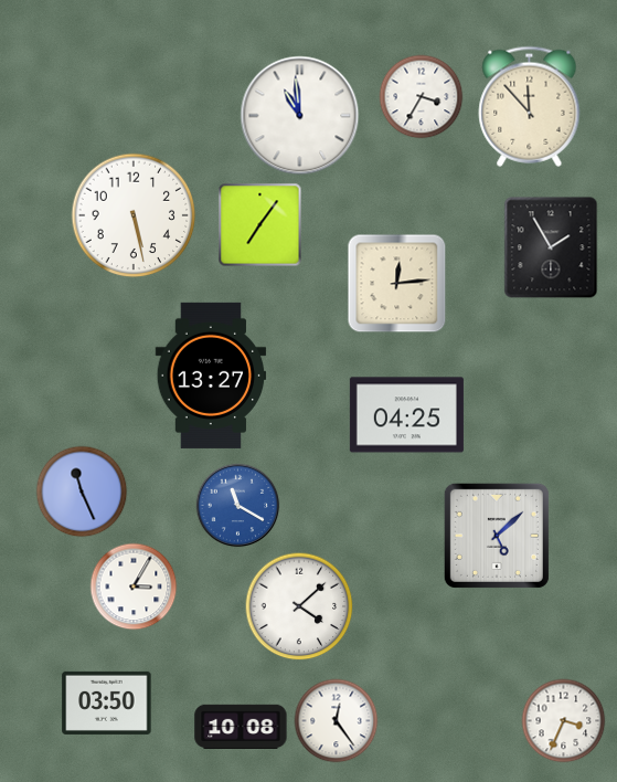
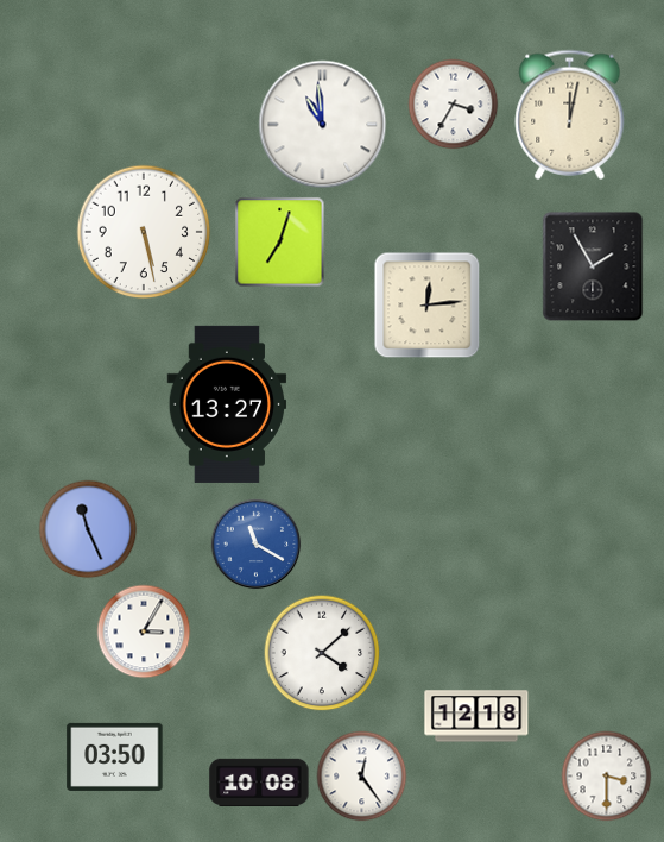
clock at (530, 106): 11:53 -> 12:02
clock at (260, 225): 7:06 -> 7:03
clock at (406, 415): 04:25 -> none
clock at (497, 536): 5:08 -> none
clock at (476, 716): none -> 12:18
clock at (564, 721): 3:34 -> 3:30
